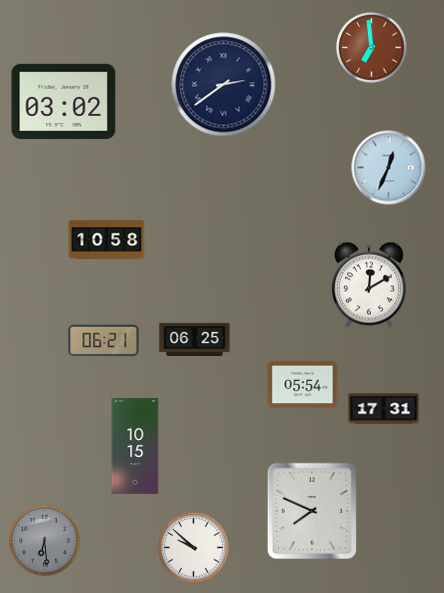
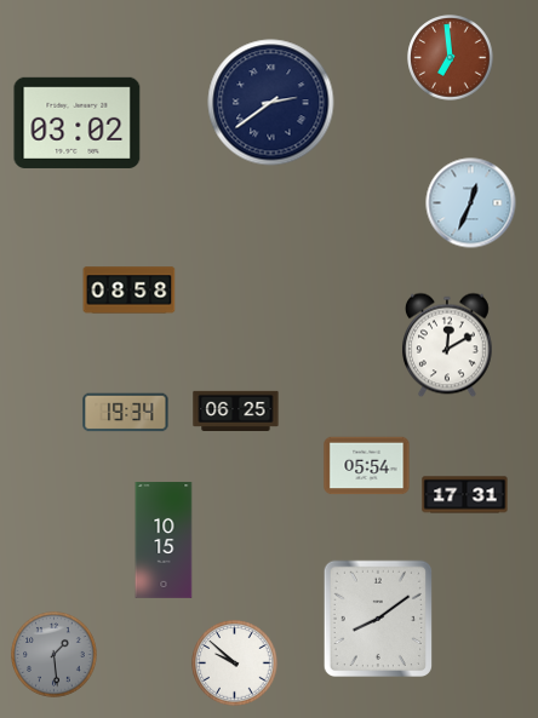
clock at (107, 240): 10:58 -> 08:58
clock at (104, 341): 06:21 -> 19:34
clock at (311, 510): 7:49 -> 8:09
clock at (45, 541): 6:29 -> 1:29
